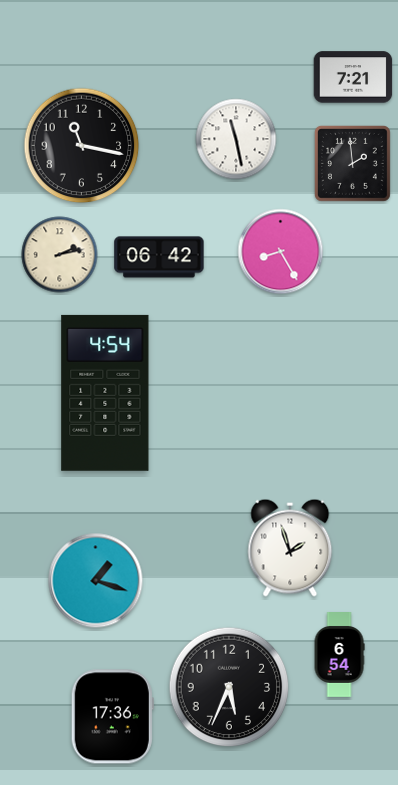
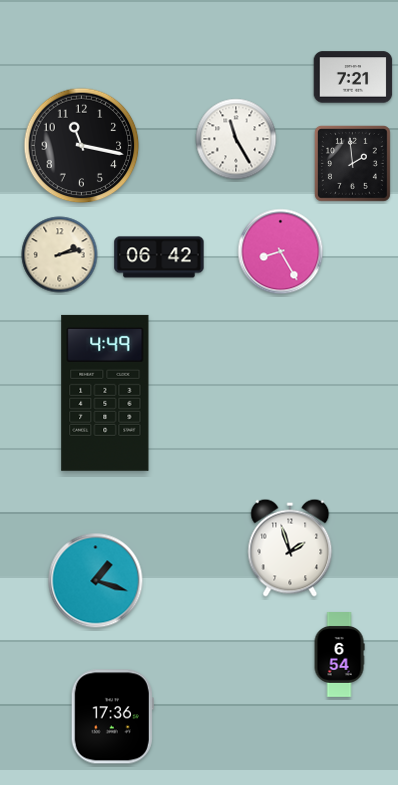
clock at (236, 139): 11:28 -> 11:25
clock at (105, 393): 4:54 -> 4:49
clock at (229, 687): 5:34 -> none
